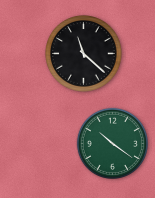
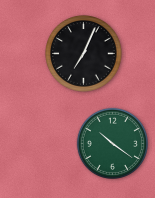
clock at (84, 54): 11:22 -> 7:04
